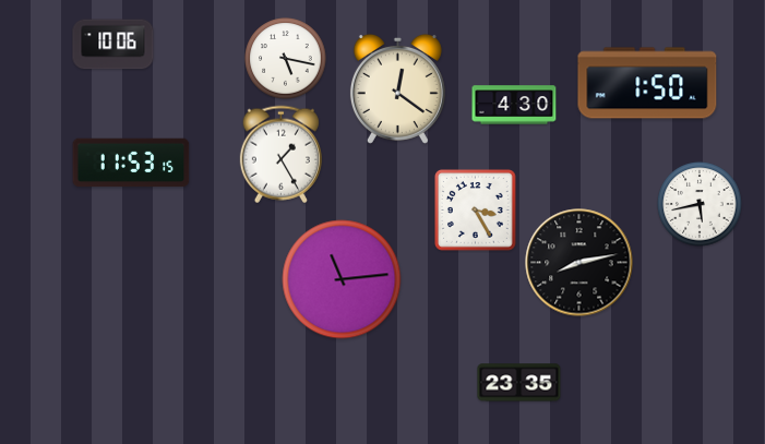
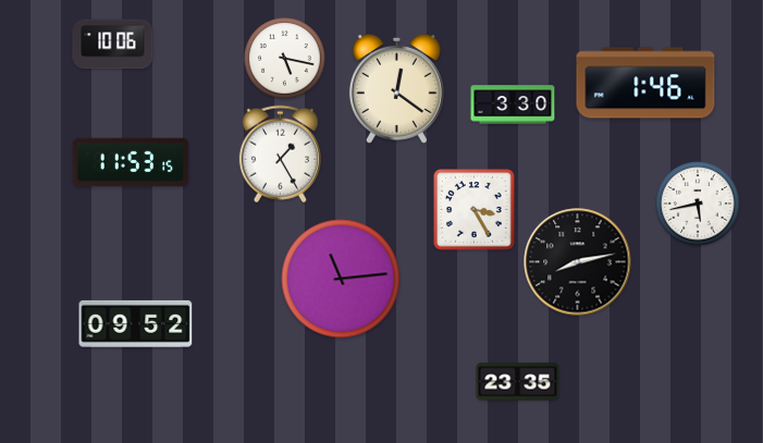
clock at (647, 83): 1:50 -> 1:46
clock at (514, 105): 4:30 -> 3:30
clock at (136, 323): none -> 09:52
